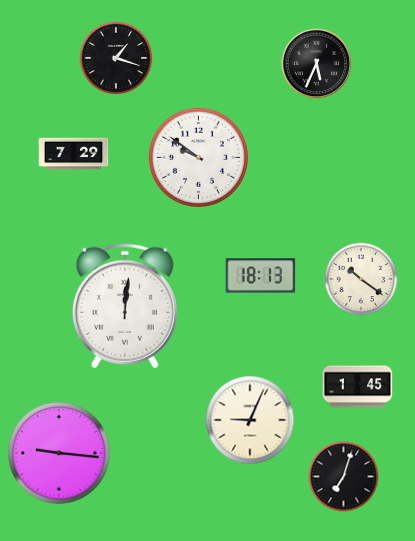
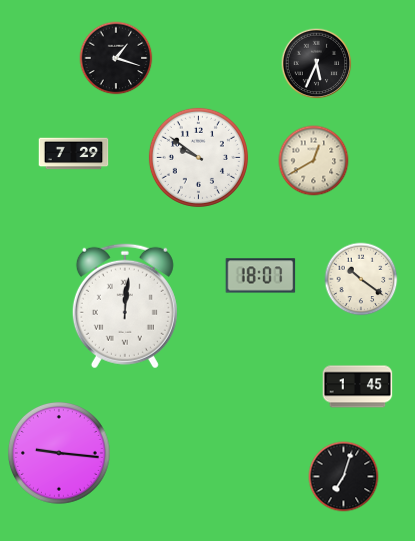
clock at (314, 161): none -> 12:40
clock at (261, 276): 18:13 -> 18:07
clock at (250, 420): 9:04 -> none
